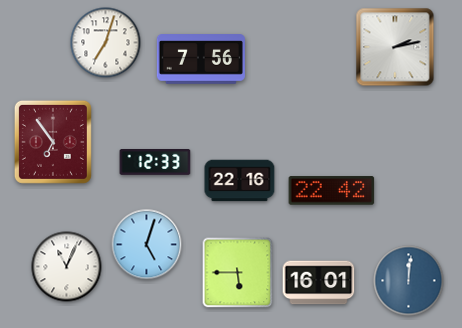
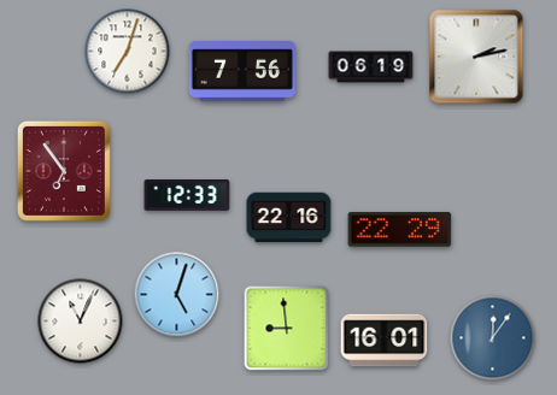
clock at (371, 67): none -> 06:19
clock at (332, 191): 22:42 -> 22:29
clock at (238, 273): 5:45 -> 8:59
clock at (409, 281): 12:01 -> 12:06
